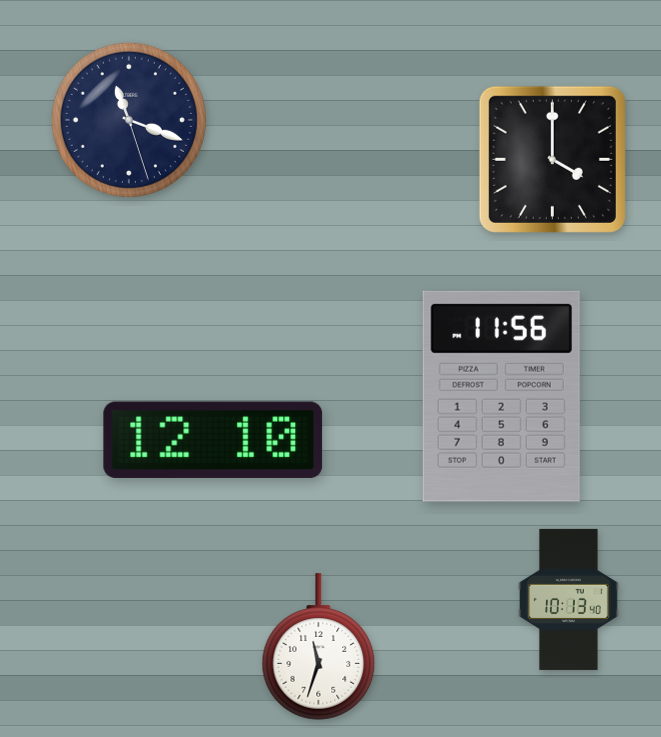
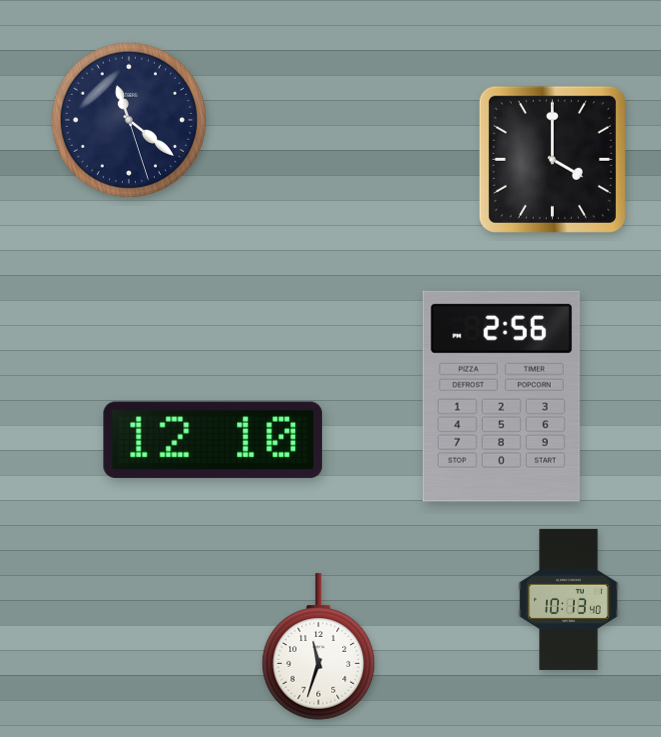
clock at (129, 120): 11:18 -> 11:21
clock at (501, 396): 11:56 -> 2:56
